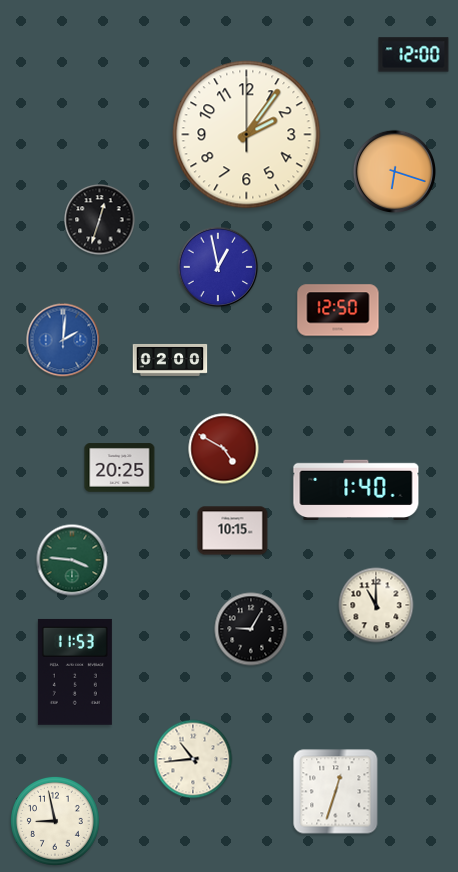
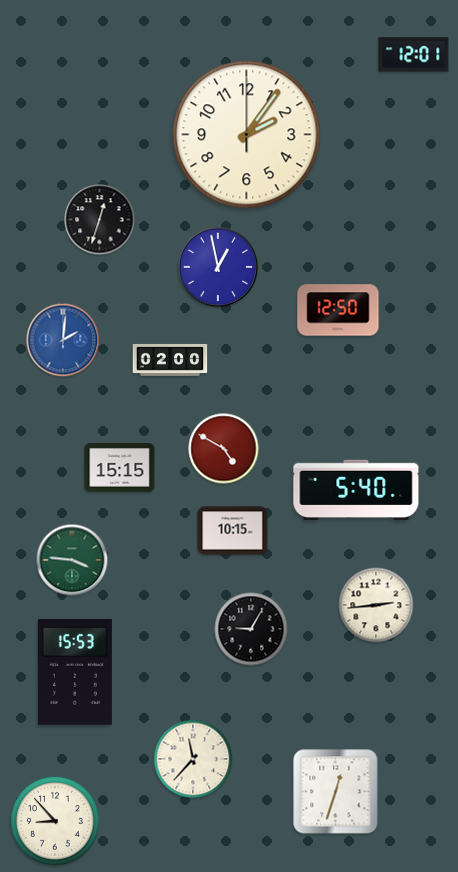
clock at (414, 55): 12:00 -> 12:01
clock at (394, 171): 6:18 -> none
clock at (120, 468): 20:25 -> 15:15
clock at (356, 489): 1:40 -> 5:40
clock at (376, 605): 11:00 -> 2:44
clock at (75, 672): 11:53 -> 15:53
clock at (193, 759): 10:44 -> 11:37
clock at (55, 821): 8:58 -> 8:53
